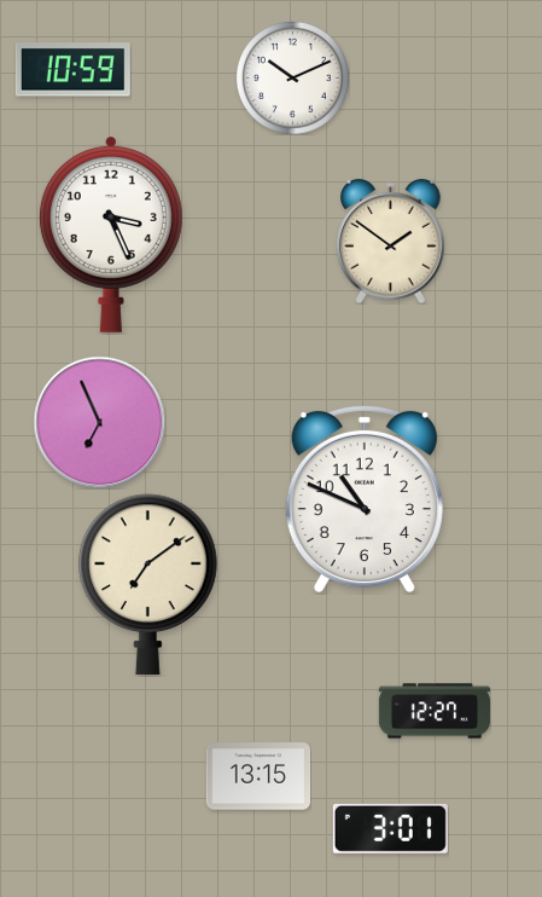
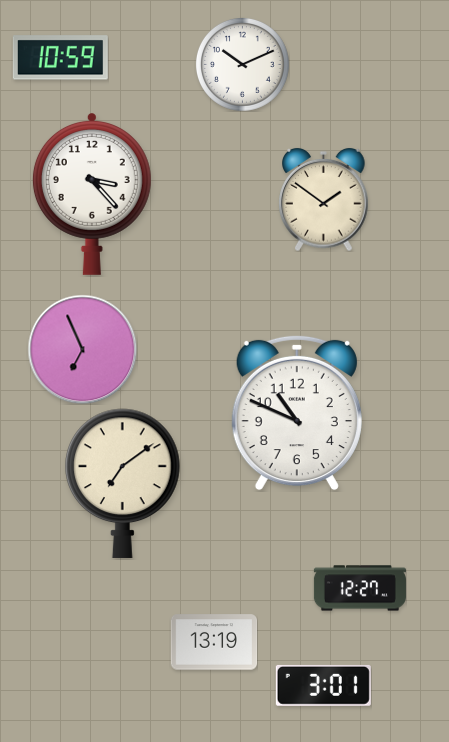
clock at (111, 235): 3:26 -> 3:23
clock at (365, 499) position: (365, 499) -> (297, 413)
clock at (258, 776): 13:15 -> 13:19
